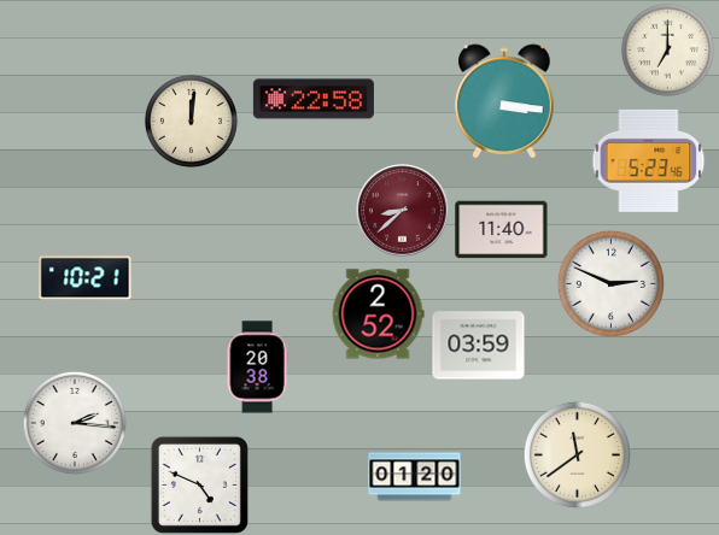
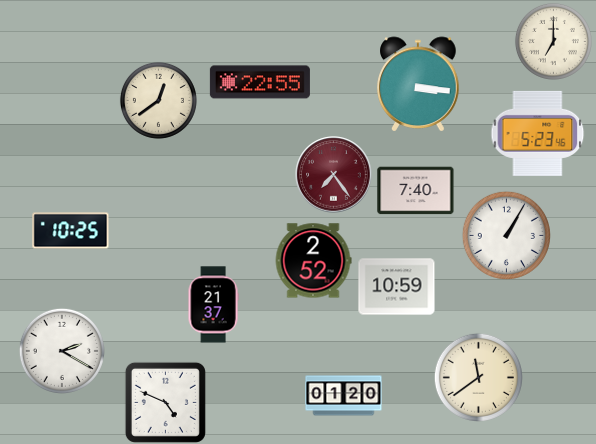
clock at (314, 99): 22:58 -> 22:55
clock at (191, 120): 12:01 -> 12:39
clock at (403, 211): 8:38 -> 7:24
clock at (502, 230): 11:40 -> 7:40
clock at (86, 278): 10:21 -> 10:25
clock at (610, 283): 2:49 -> 1:05
clock at (479, 346): 03:59 -> 10:59
clock at (257, 368): 20:38 -> 21:37
clock at (75, 423): 2:16 -> 2:20
